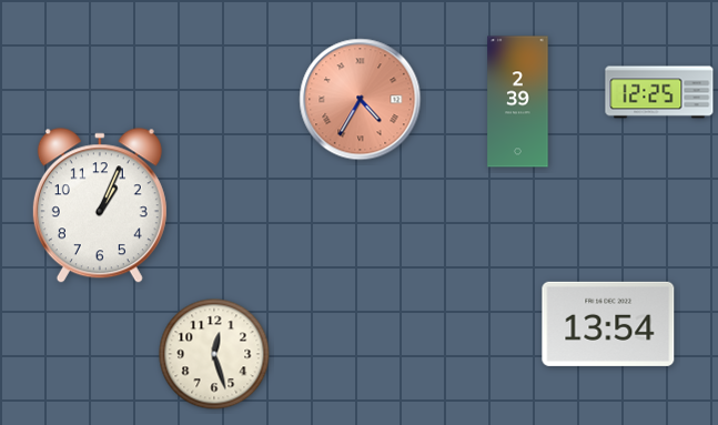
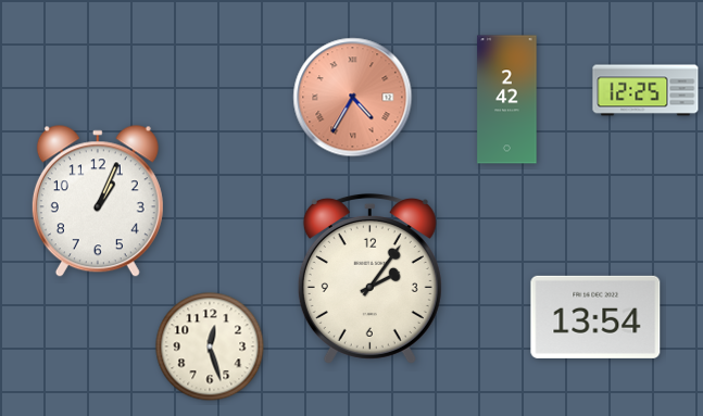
clock at (518, 102): 2:39 -> 2:42
clock at (369, 278): none -> 2:06
